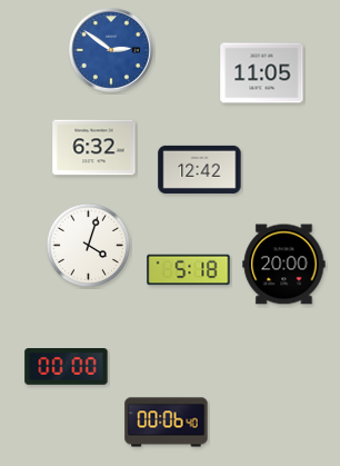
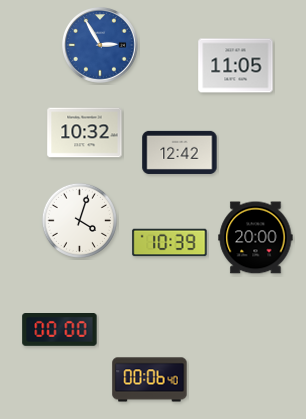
clock at (112, 51): 2:51 -> 2:55
clock at (94, 148): 6:32 -> 10:32
clock at (189, 270): 5:18 -> 10:39
